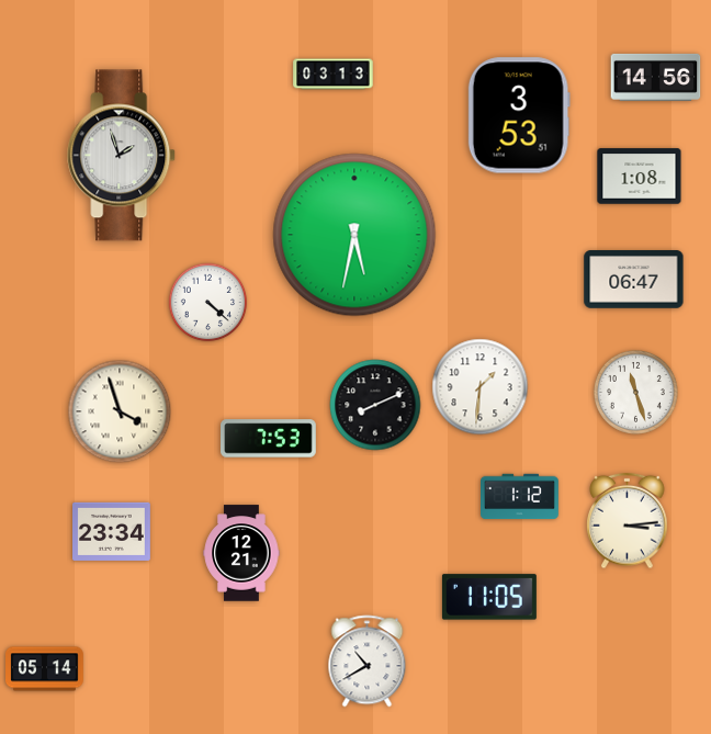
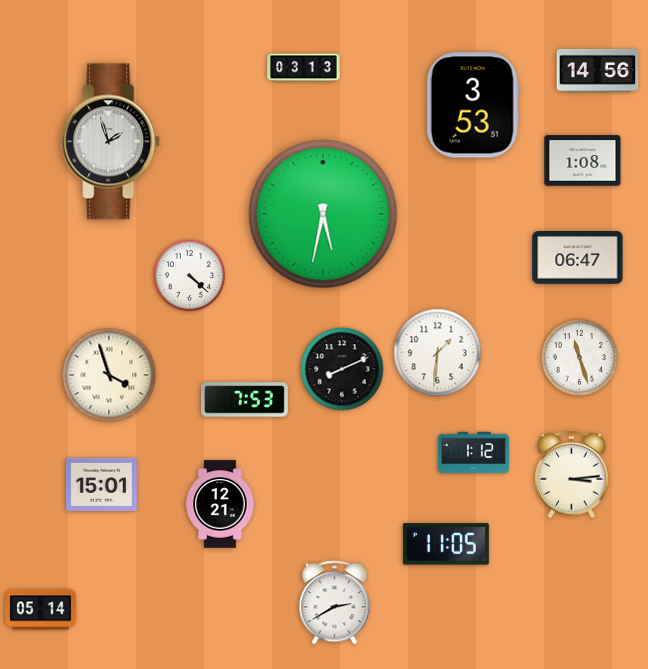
clock at (634, 280) position: (634, 280) -> (578, 258)
clock at (112, 531): 23:34 -> 15:01
clock at (368, 662): 10:40 -> 2:40
